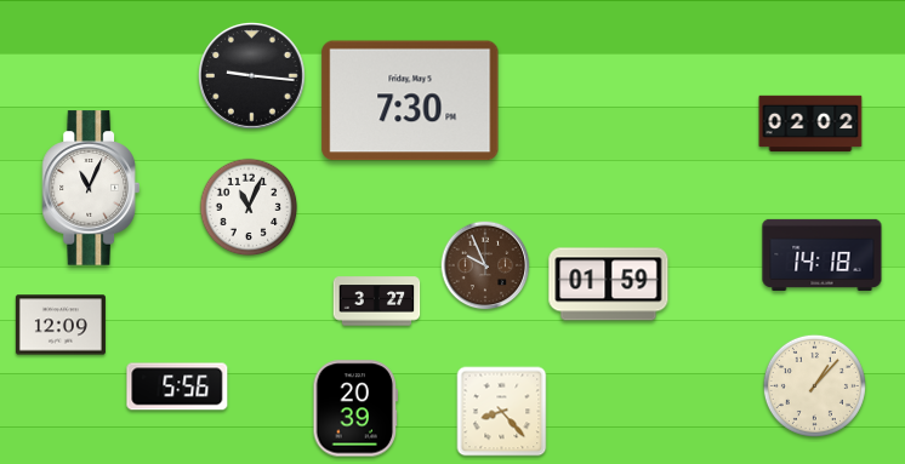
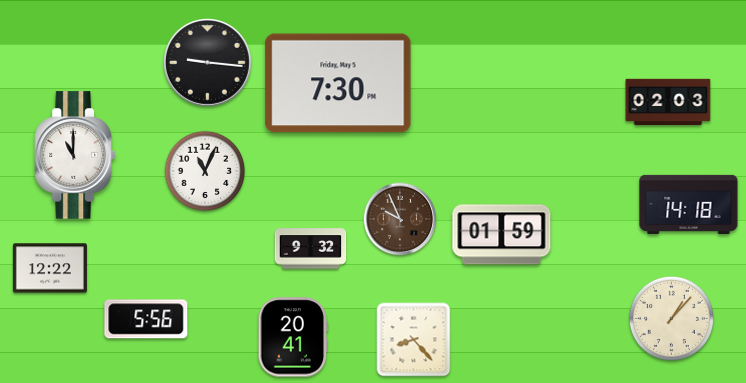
clock at (810, 124): 02:02 -> 02:03
clock at (91, 188): 11:04 -> 11:00
clock at (823, 254) position: (823, 254) -> (689, 204)
clock at (377, 302): 3:27 -> 9:32
clock at (61, 325): 12:09 -> 12:22
clock at (355, 408): 20:39 -> 20:41
